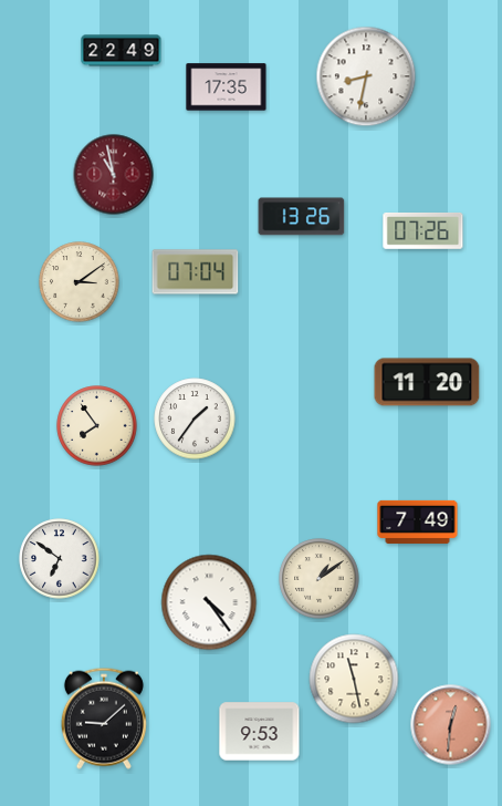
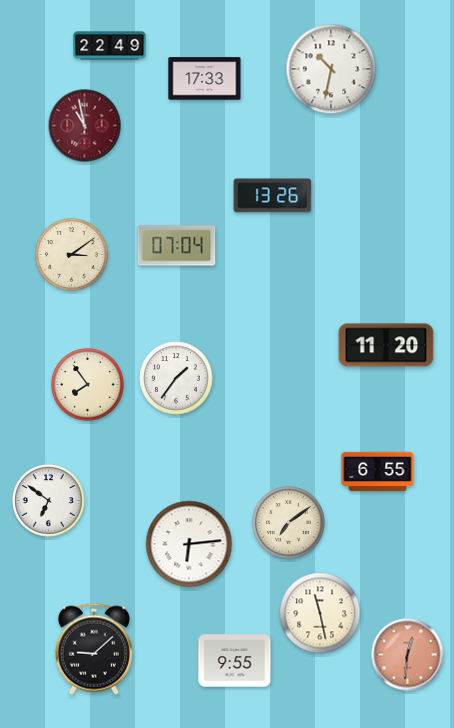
clock at (366, 76): 8:32 -> 10:32
clock at (227, 87): 17:35 -> 17:33
clock at (114, 175) position: (114, 175) -> (85, 126)
clock at (423, 230): 07:26 -> none
clock at (418, 521): 7:49 -> 6:55
clock at (60, 559) position: (60, 559) -> (49, 501)
clock at (320, 579): 1:09 -> 7:09
clock at (209, 602): 4:24 -> 6:14
clock at (260, 732): 9:53 -> 9:55
